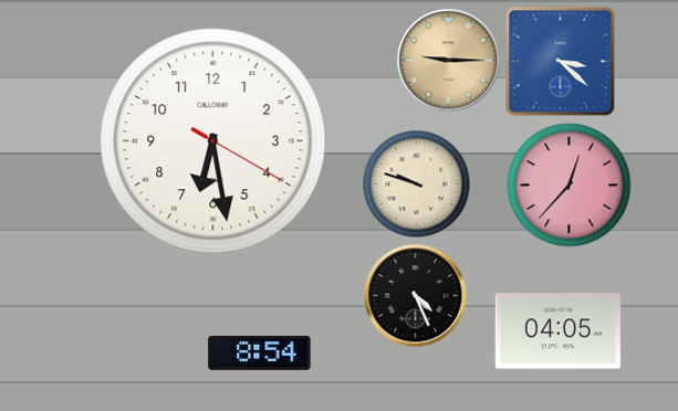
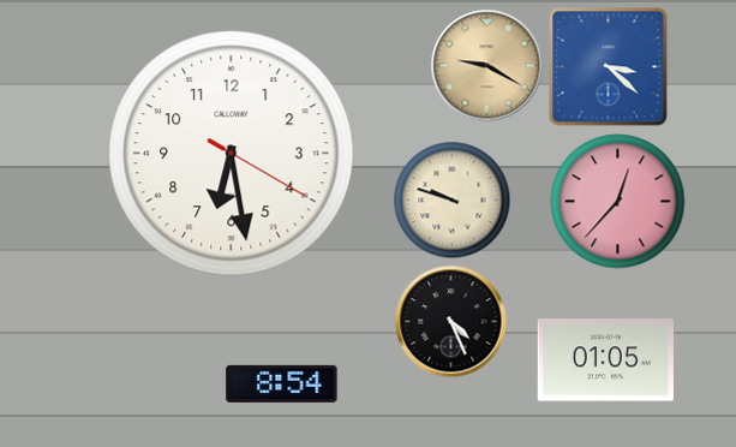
clock at (449, 61): 9:15 -> 9:20
clock at (557, 331): 04:05 -> 01:05
